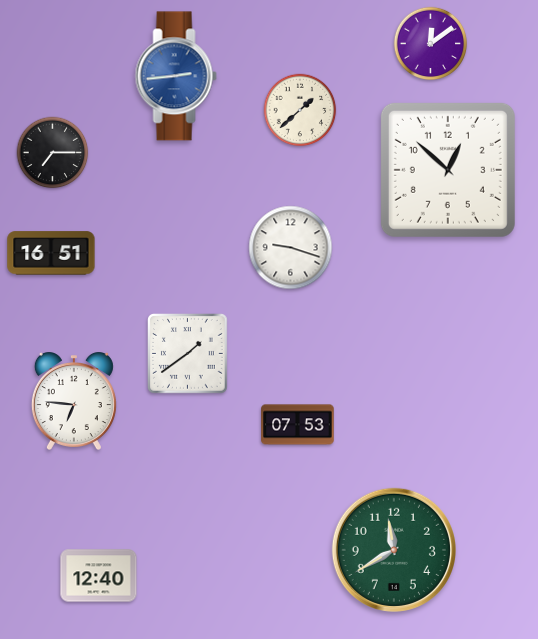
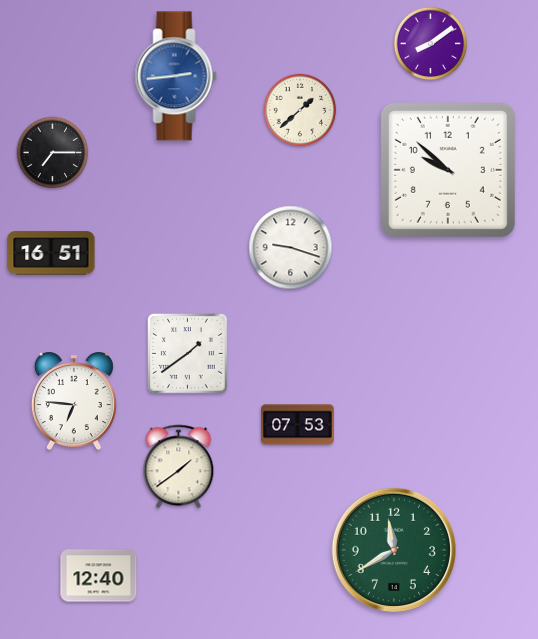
clock at (431, 44): 12:09 -> 8:09
clock at (448, 170): 12:52 -> 9:52
clock at (179, 467): none -> 1:39
